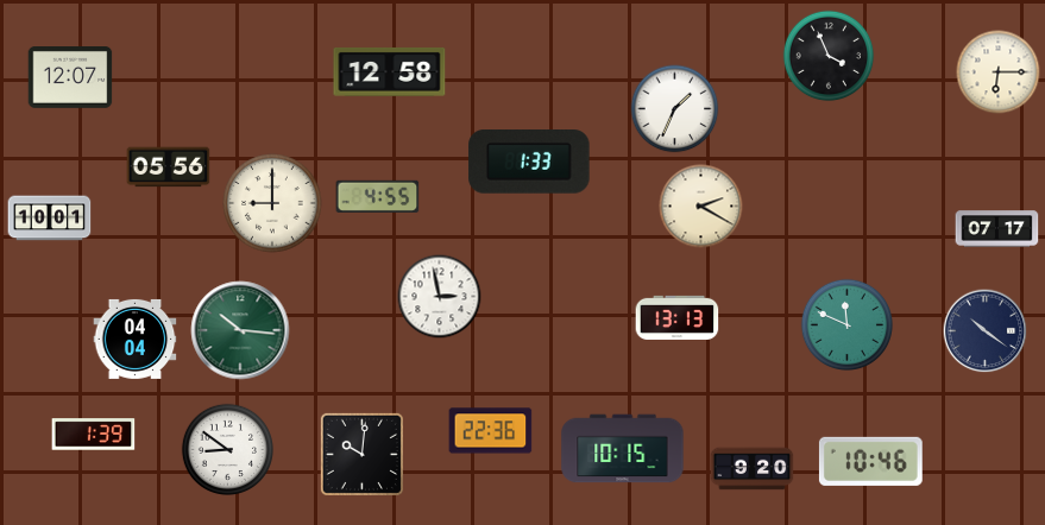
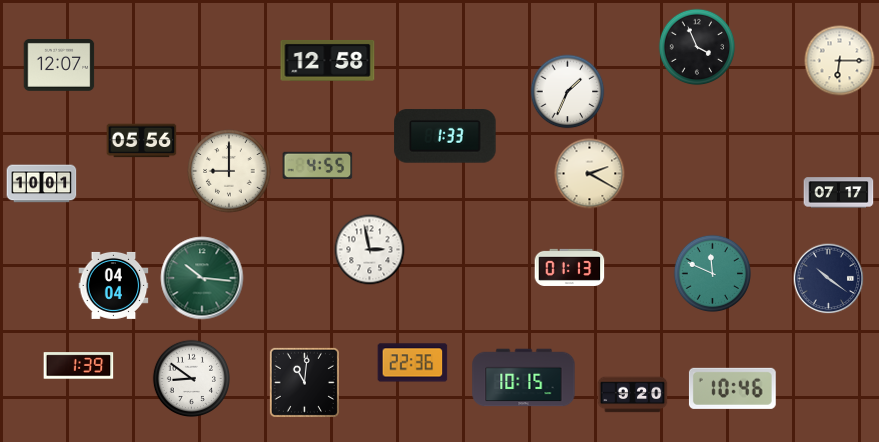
clock at (678, 317): 13:13 -> 01:13
clock at (361, 454): 10:01 -> 11:01
